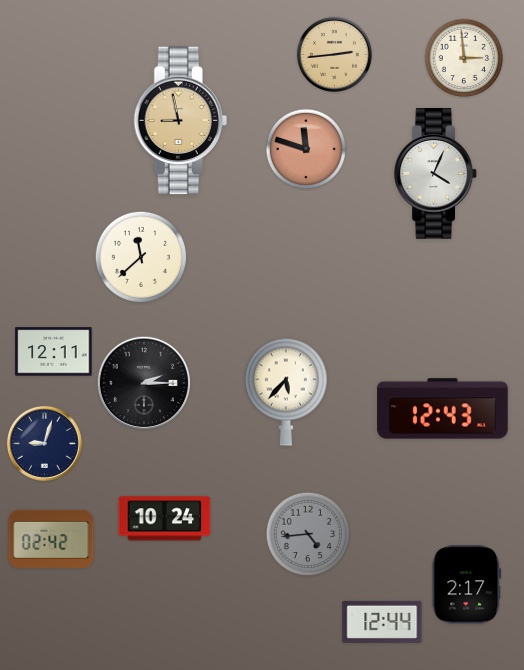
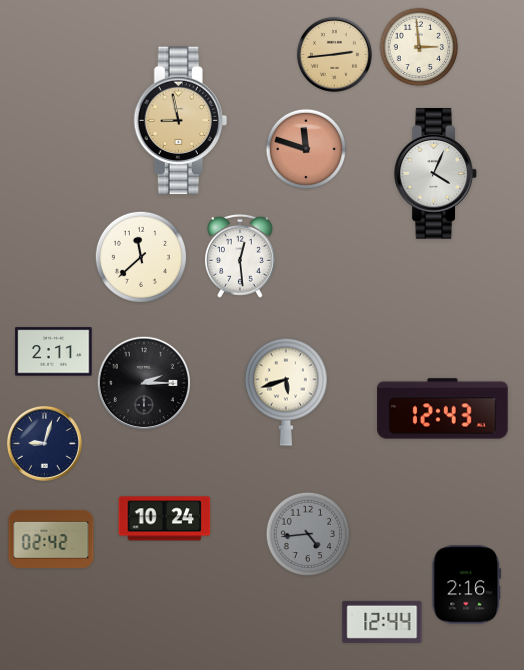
clock at (464, 58) position: (464, 58) -> (419, 47)
clock at (240, 256): none -> 12:29
clock at (54, 352): 12:11 -> 2:11
clock at (286, 392): 5:37 -> 5:42
clock at (467, 585): 2:17 -> 2:16
